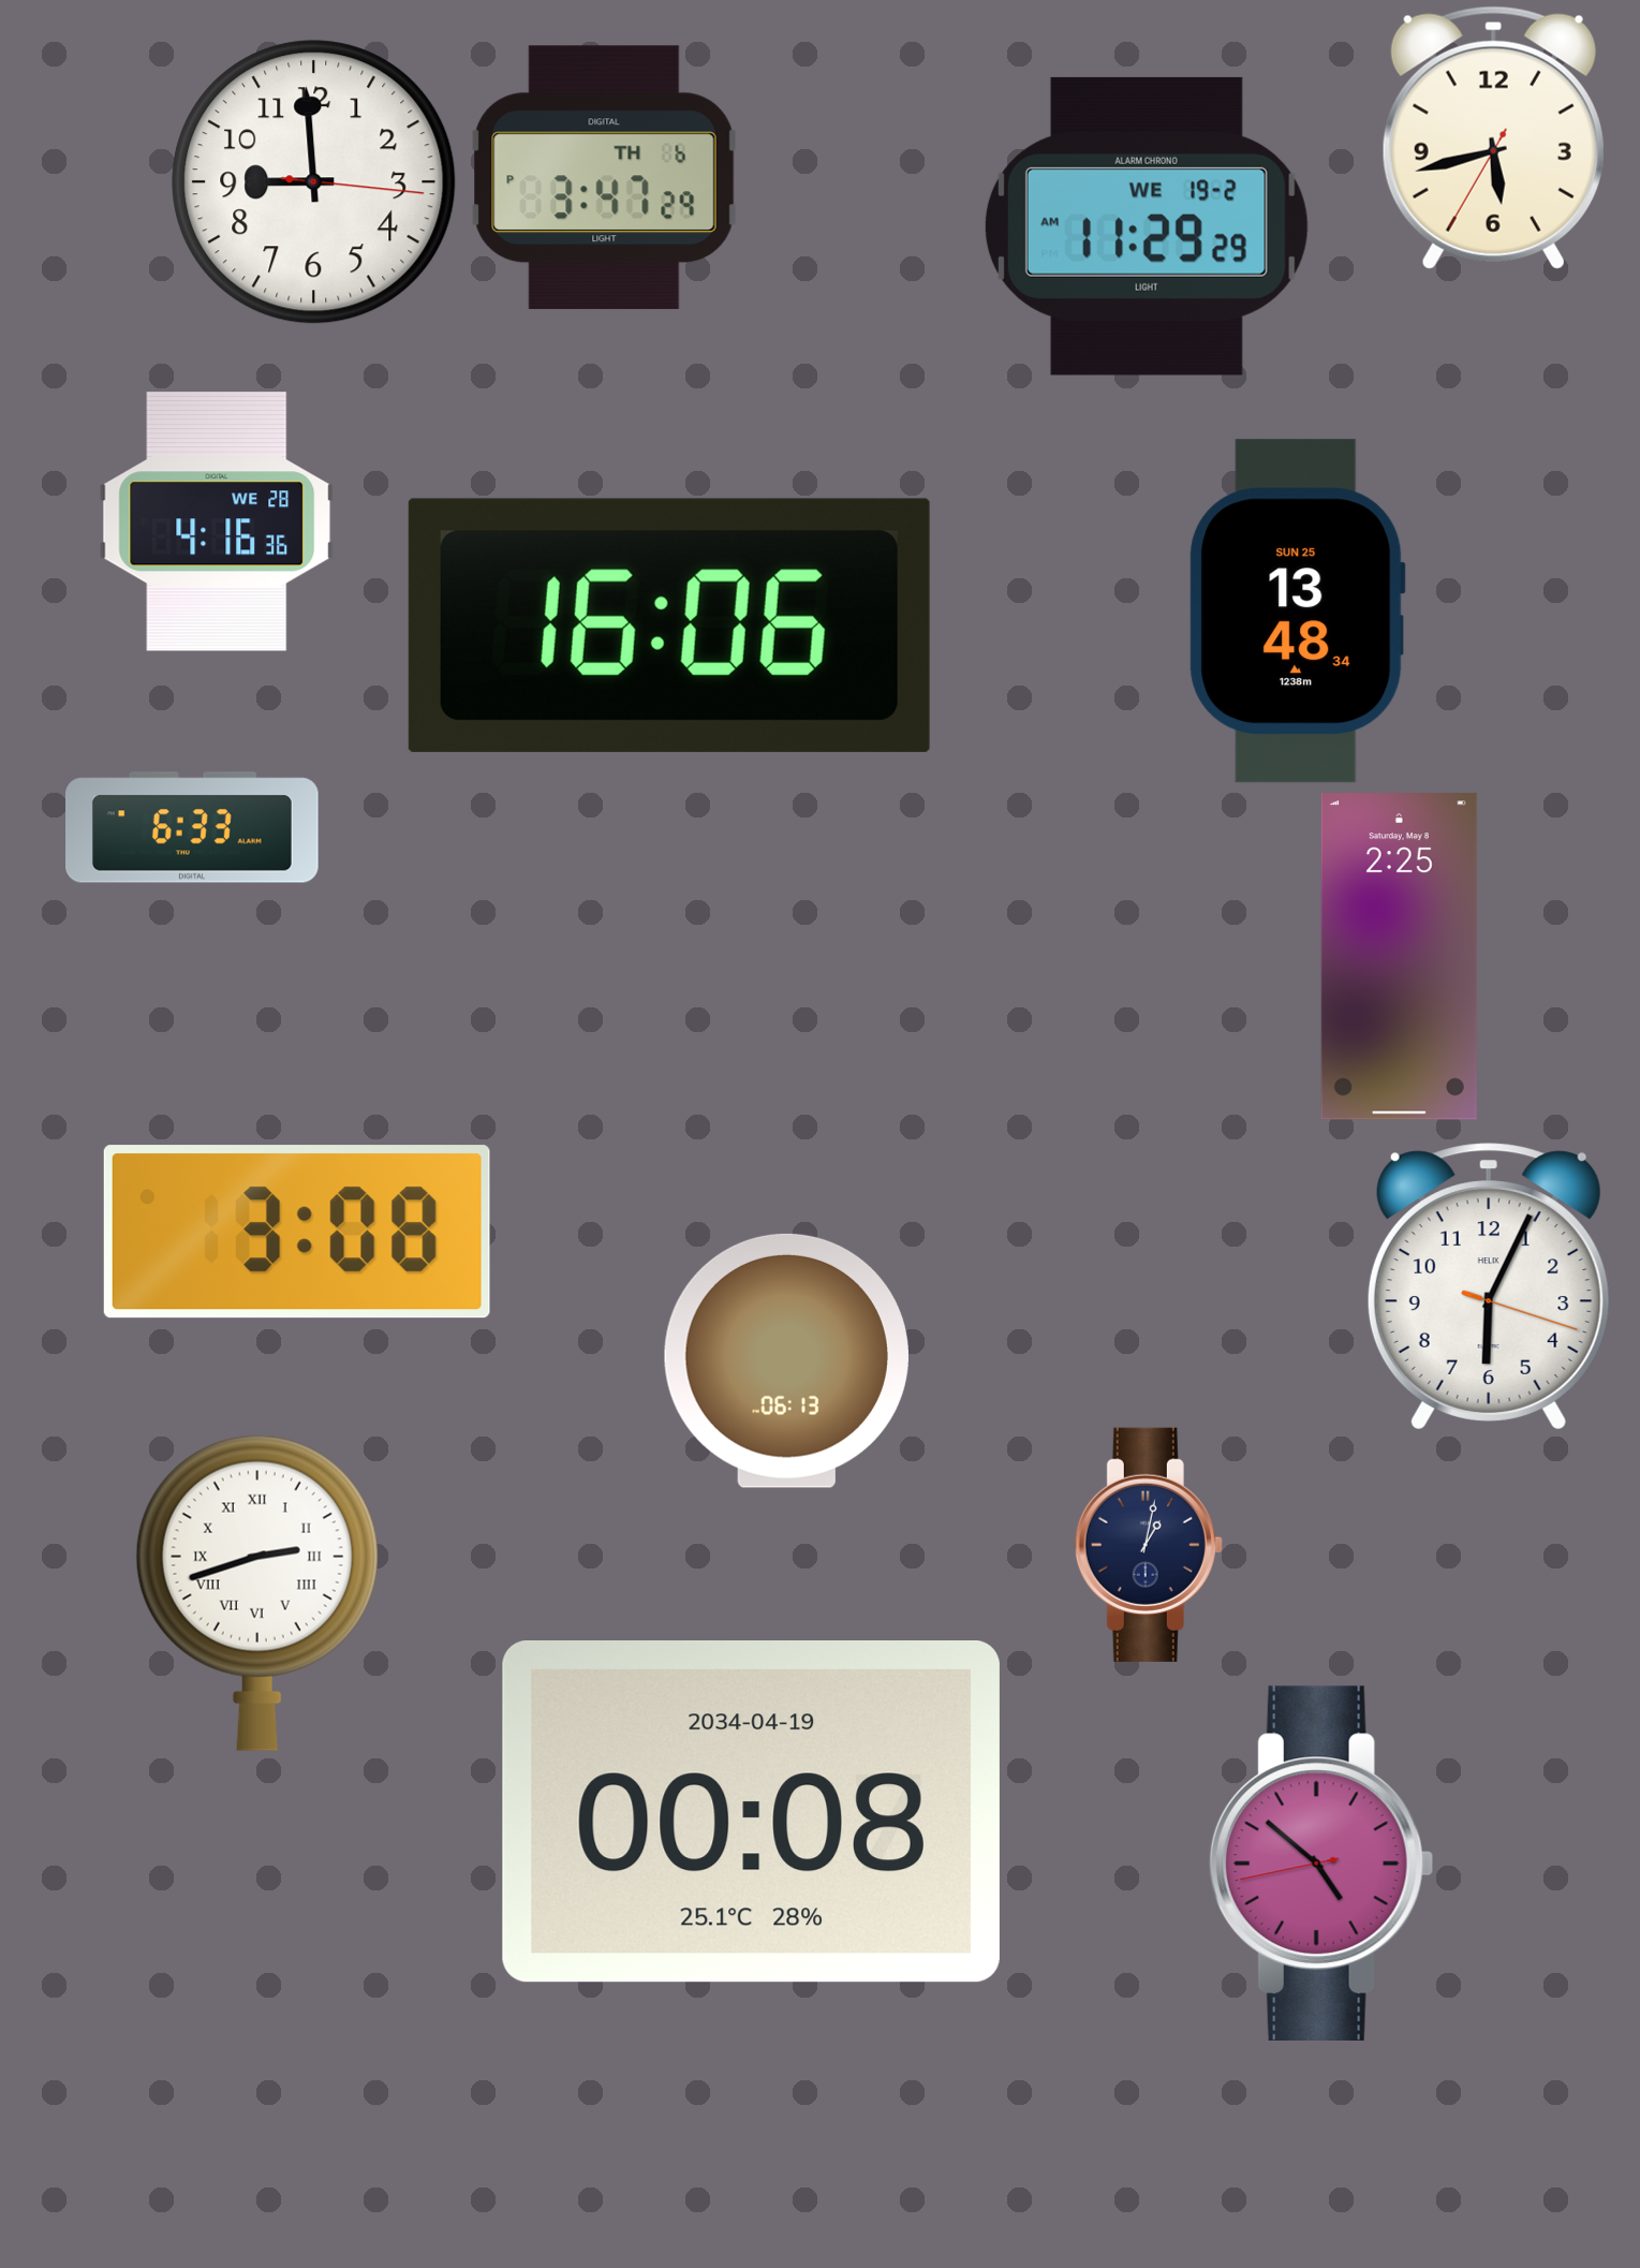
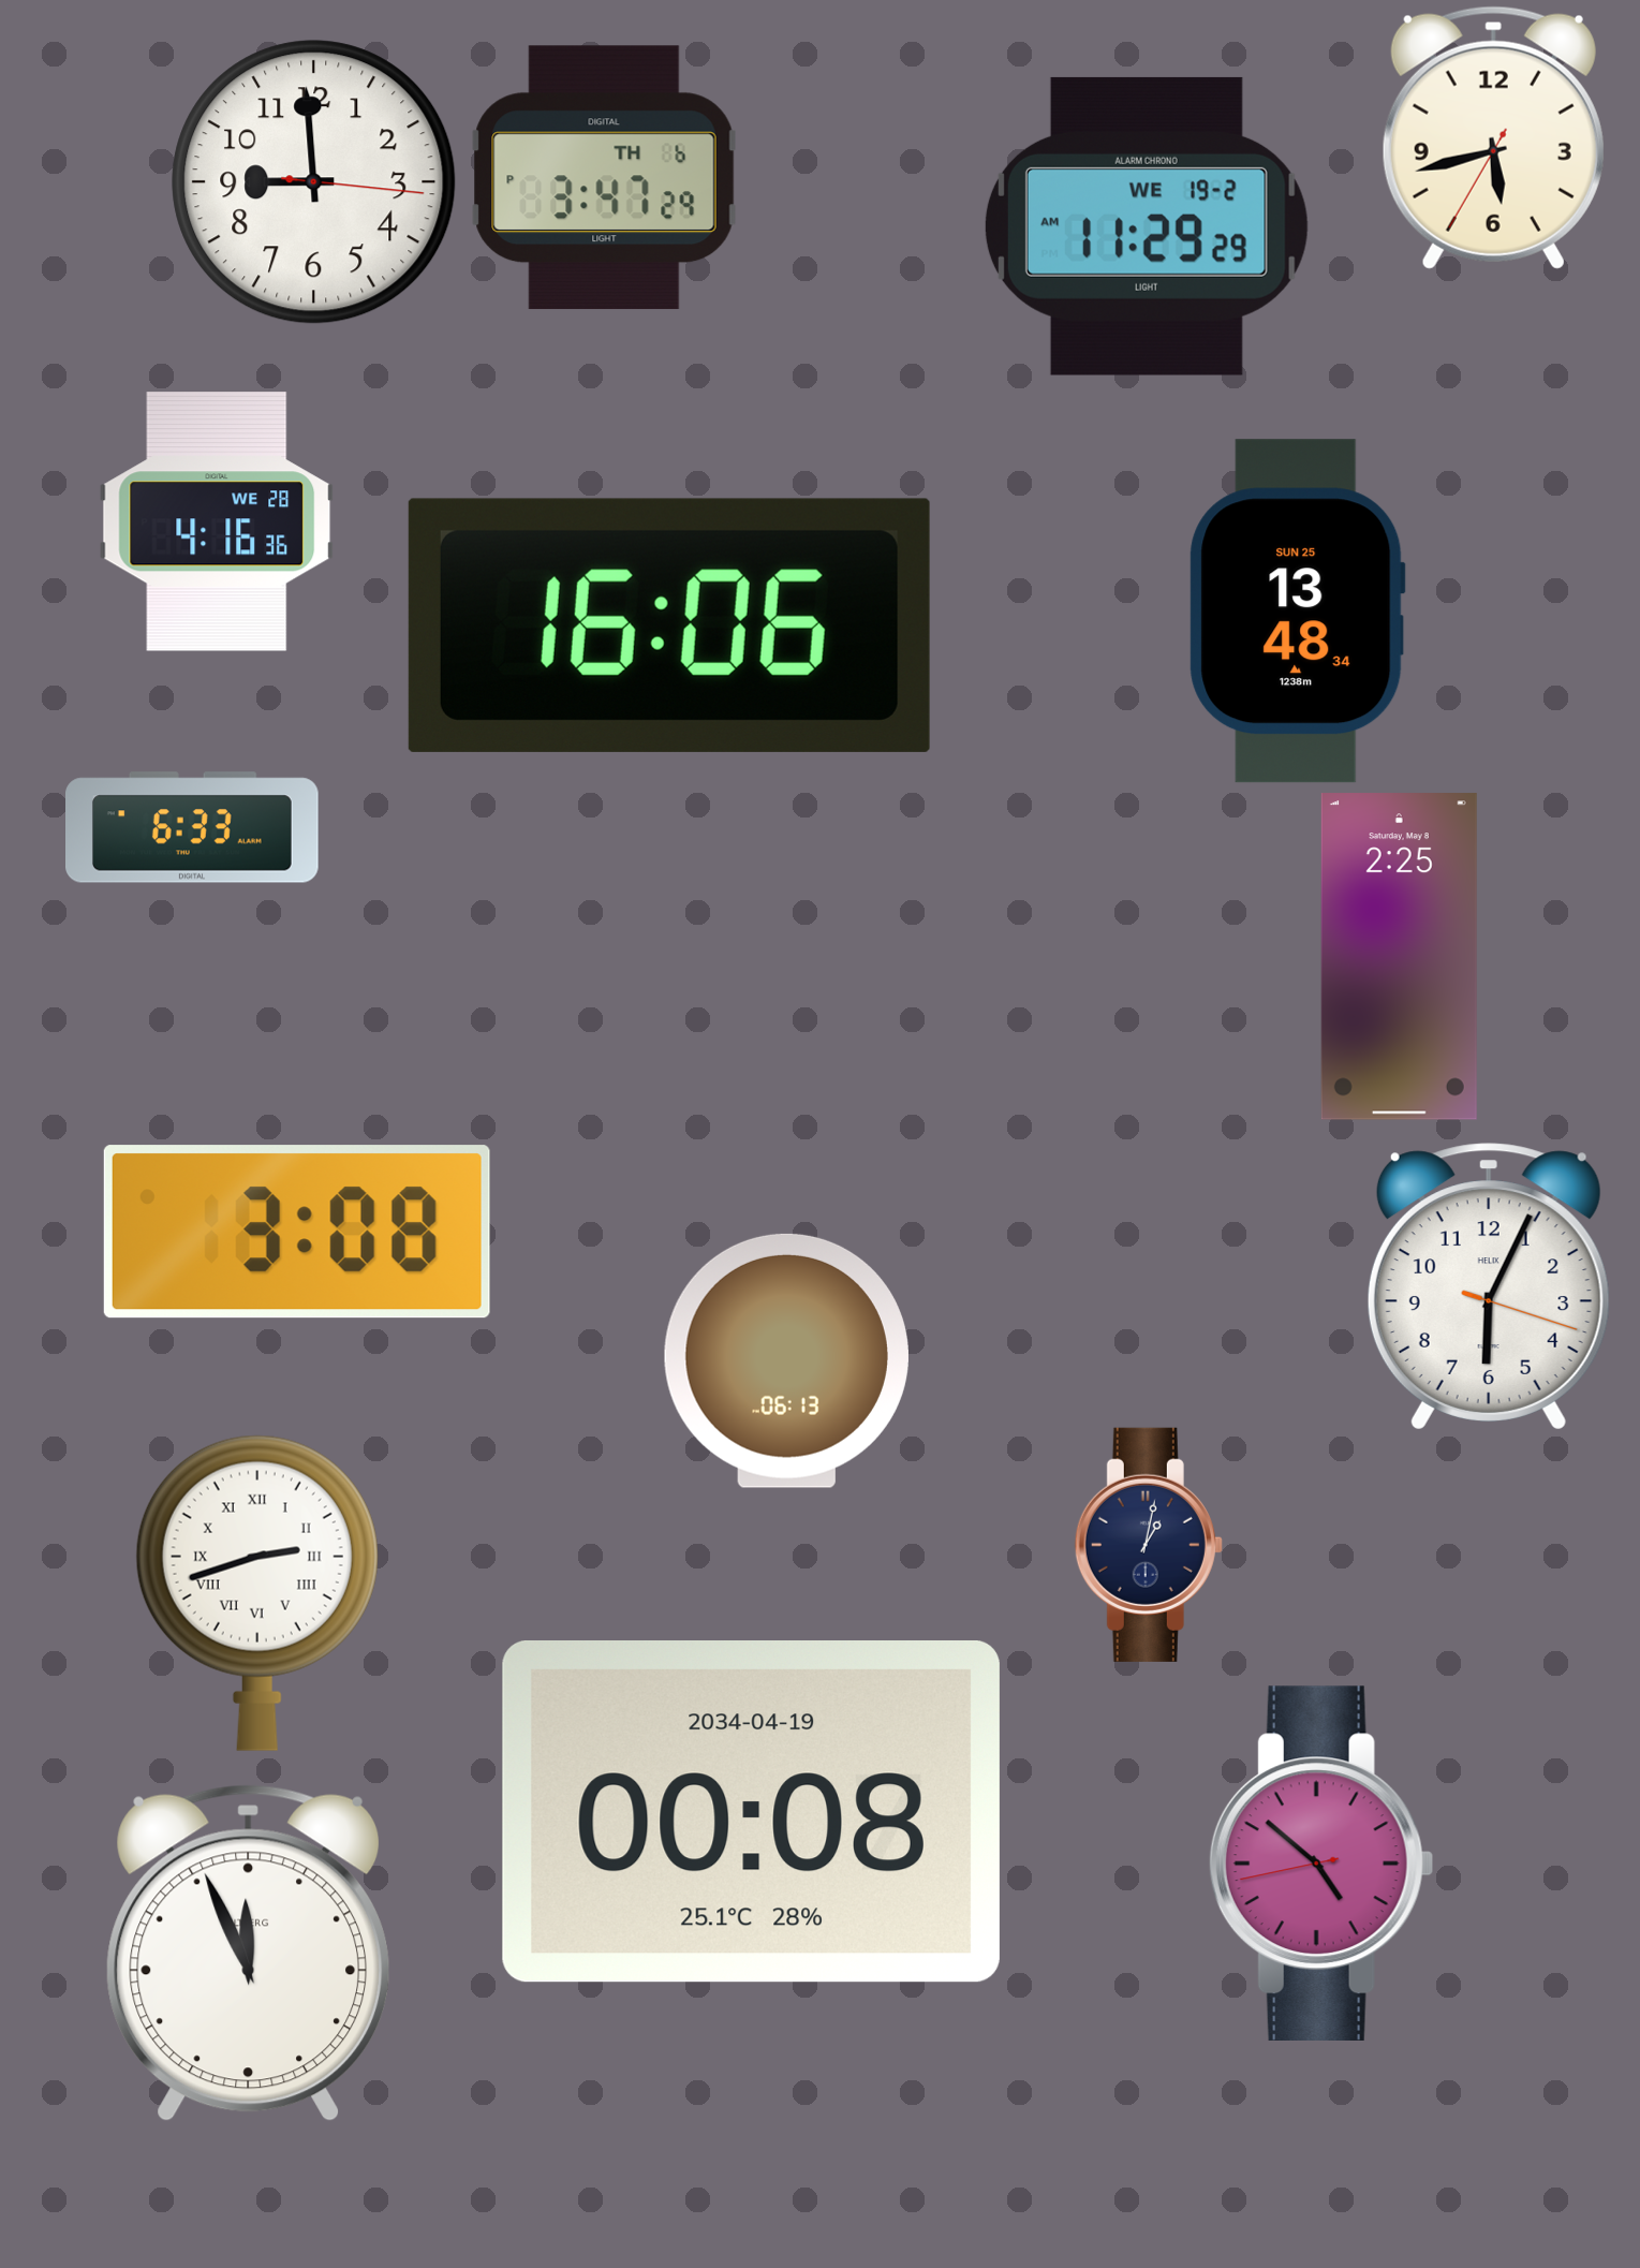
clock at (248, 1954): none -> 11:56
